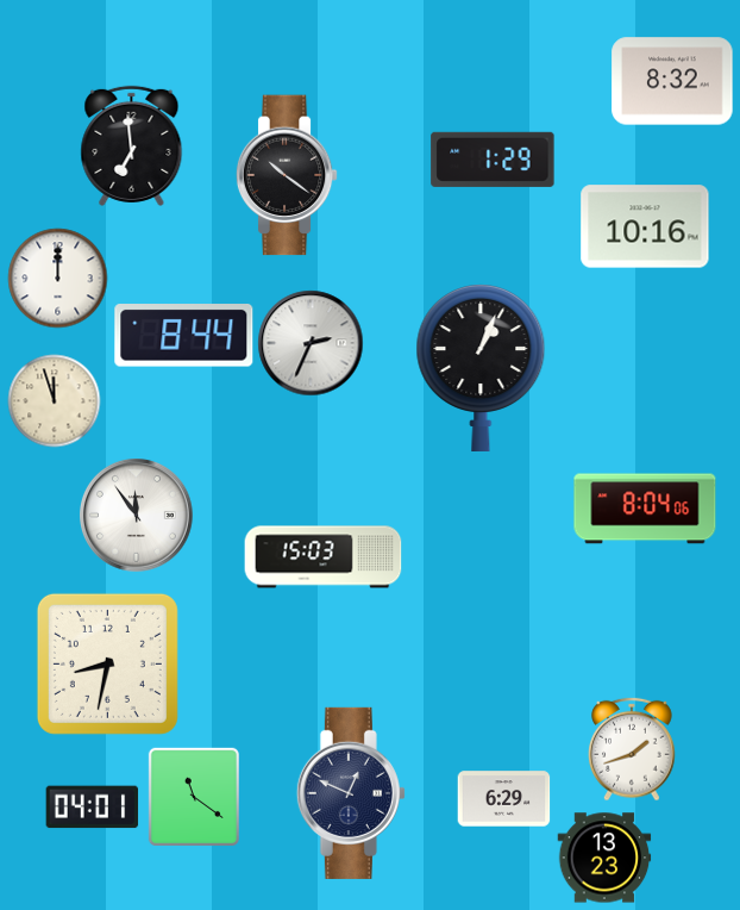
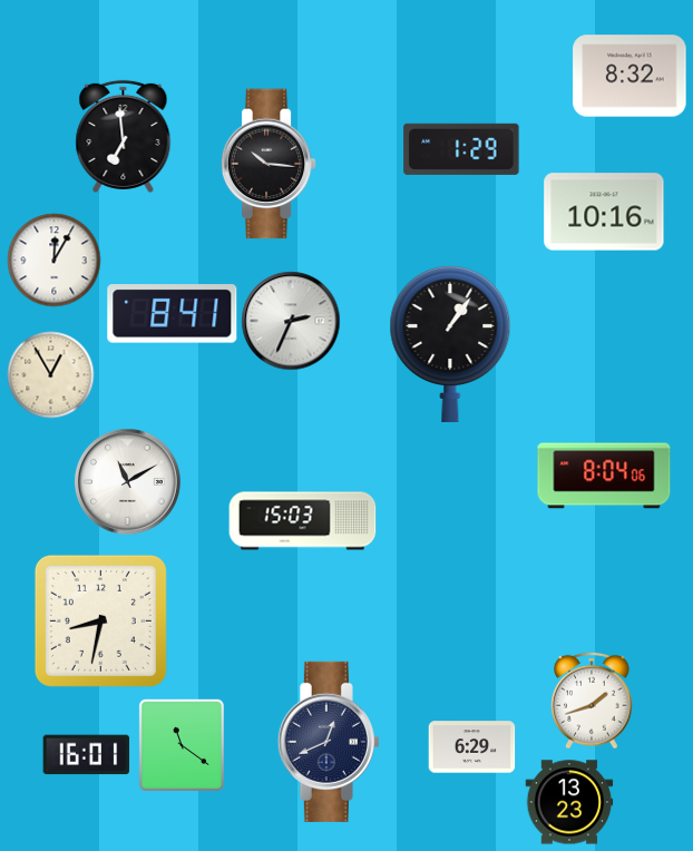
clock at (287, 175): 10:21 -> 10:16
clock at (57, 278): 12:00 -> 12:05
clock at (184, 336): 8:44 -> 8:41
clock at (481, 368): 1:04 -> 1:06
clock at (54, 400): 11:57 -> 12:55
clock at (137, 516): 11:54 -> 11:10
clock at (351, 793): 12:49 -> 12:41
clock at (92, 808): 04:01 -> 16:01
clock at (604, 858) position: (604, 858) -> (569, 802)
